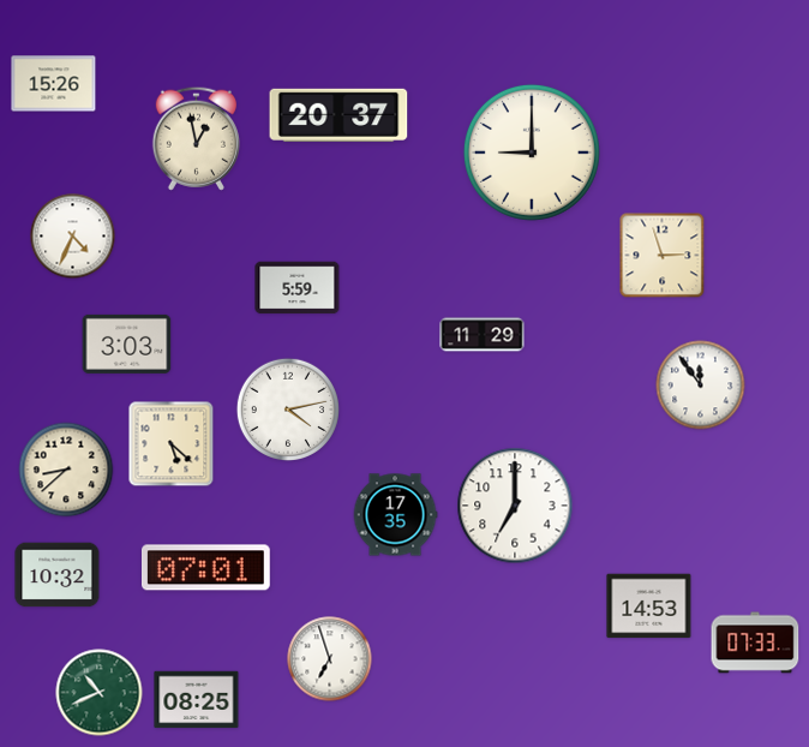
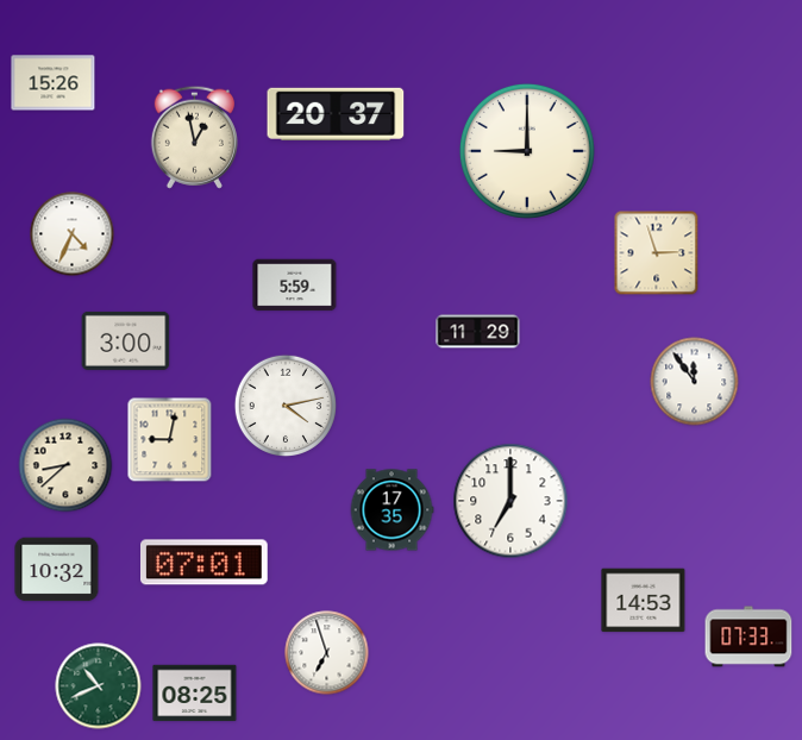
clock at (127, 343): 3:03 -> 3:00
clock at (172, 444): 5:22 -> 9:02
